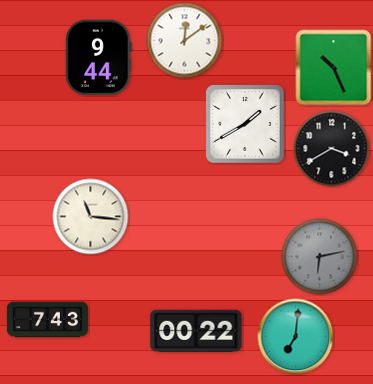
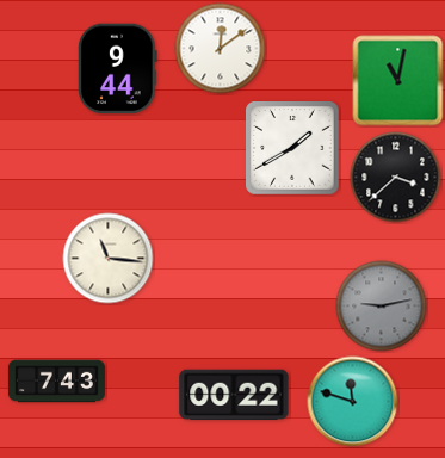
clock at (334, 68): 10:26 -> 11:02
clock at (332, 149): 3:40 -> 3:38
clock at (320, 257): 6:13 -> 9:13
clock at (296, 337): 7:01 -> 11:48
